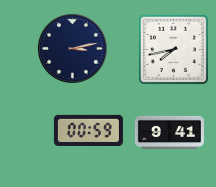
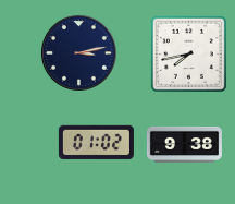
clock at (88, 130): 00:59 -> 01:02
clock at (169, 132): 9:41 -> 9:38
